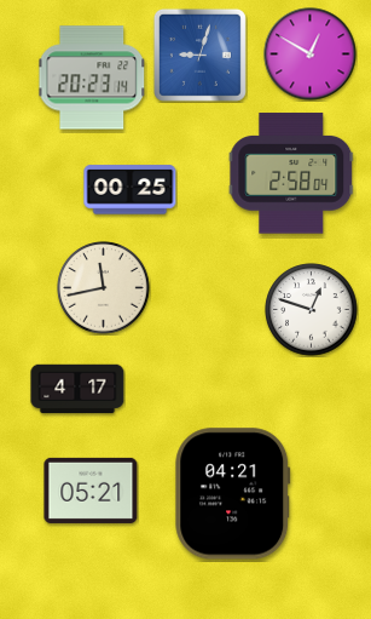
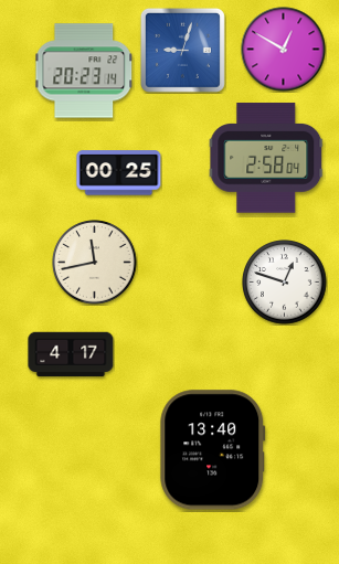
clock at (91, 491): 05:21 -> none
clock at (233, 494): 04:21 -> 13:40
